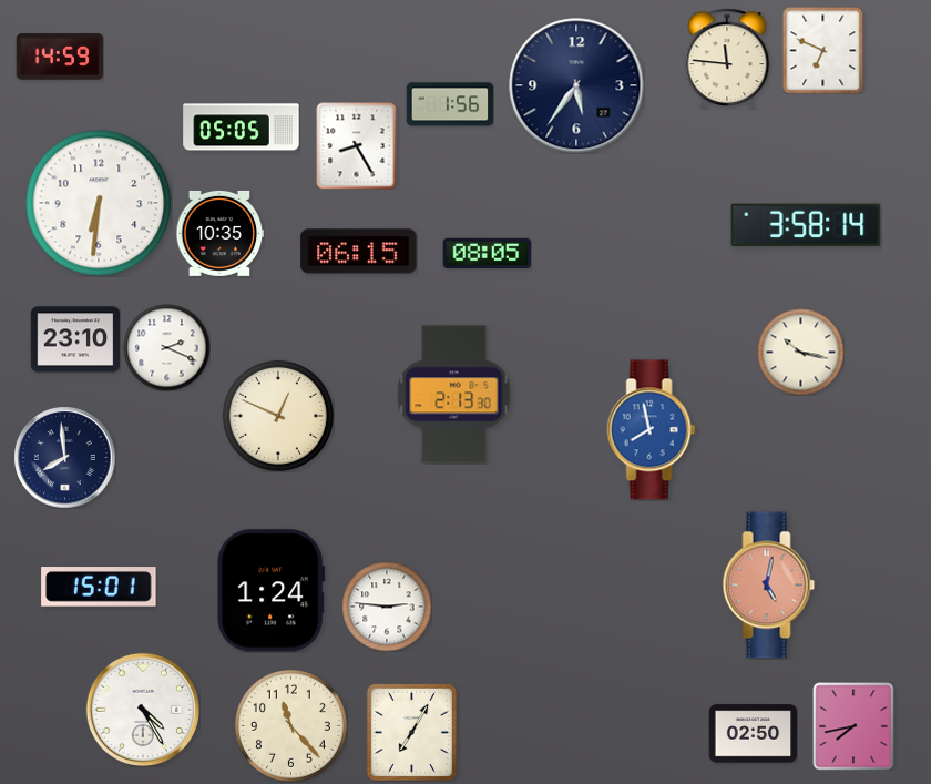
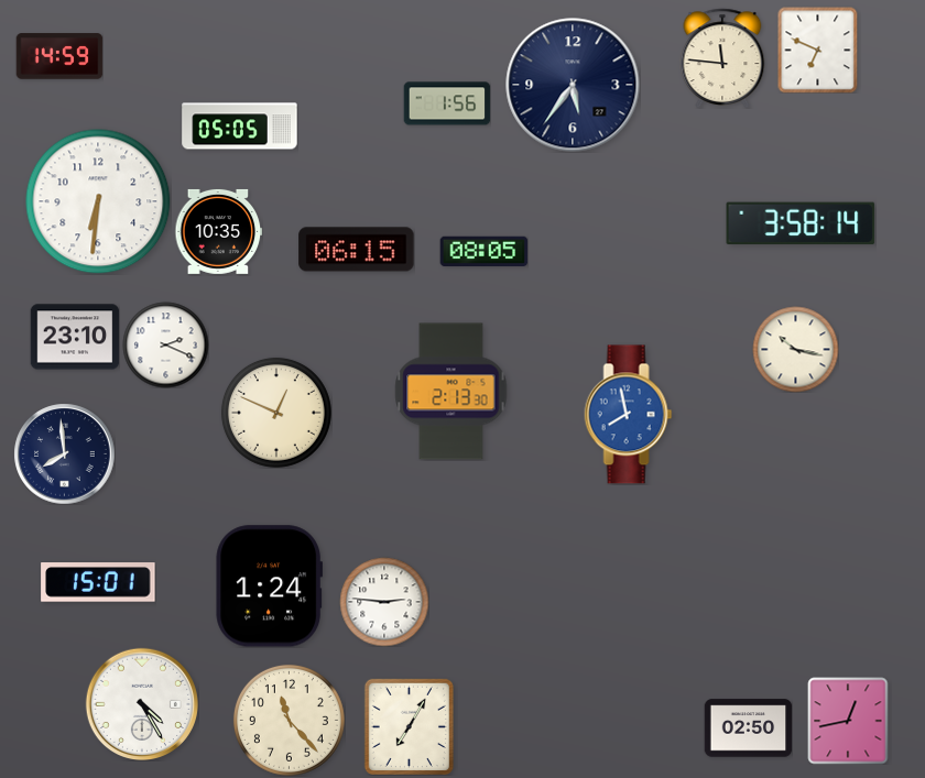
clock at (357, 145): 8:25 -> none
clock at (652, 430) position: (652, 430) -> (629, 415)
clock at (769, 586): 5:02 -> none
clock at (853, 726): 7:43 -> 12:43
